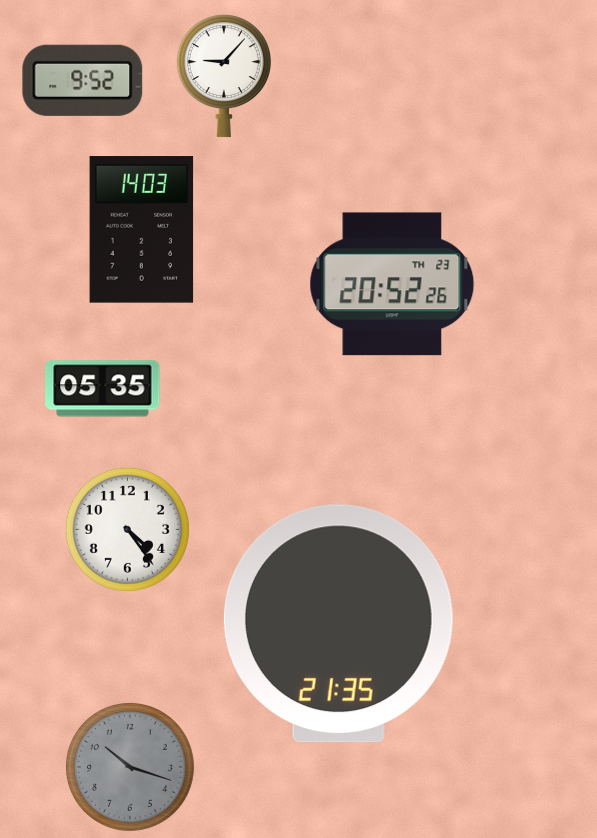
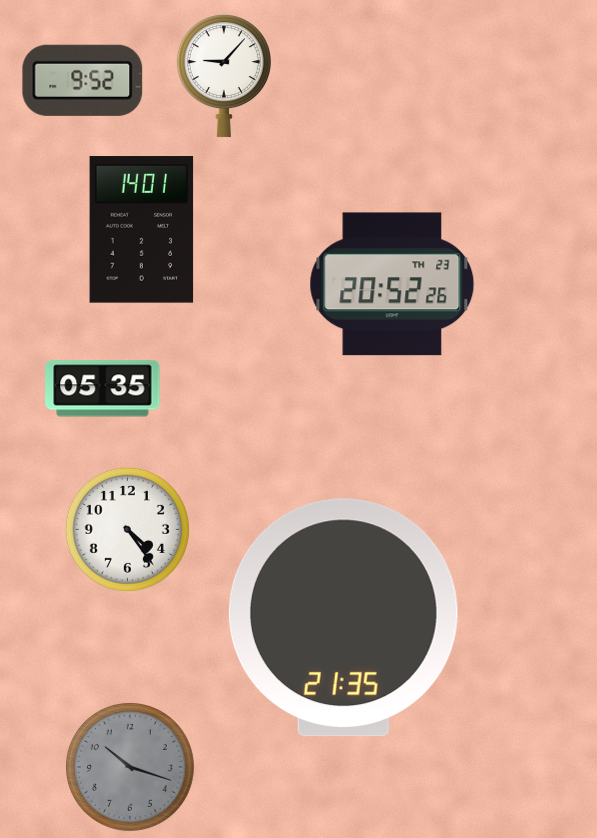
clock at (142, 230): 14:03 -> 14:01
clock at (338, 624) position: (338, 624) -> (343, 618)
